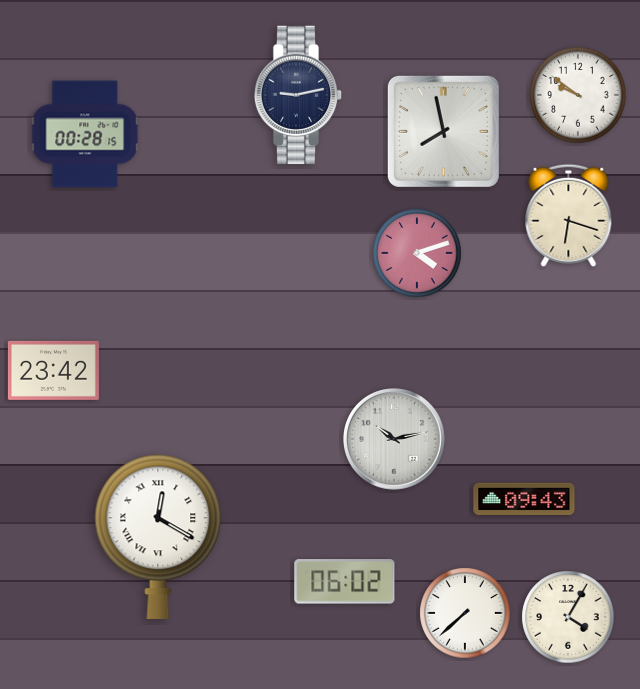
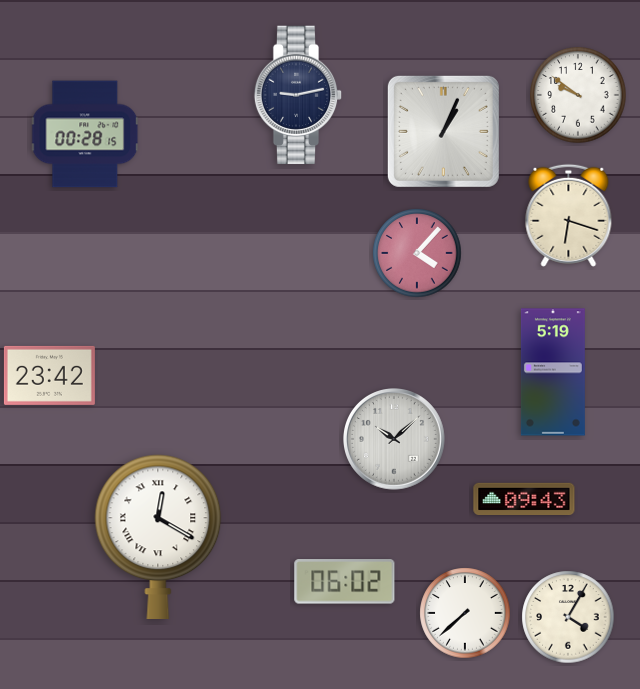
clock at (443, 131): 7:58 -> 1:04
clock at (417, 253): 4:12 -> 4:07
clock at (53, 370) position: (53, 370) -> (49, 375)
clock at (553, 372): none -> 5:19
clock at (395, 440): 10:13 -> 10:08
